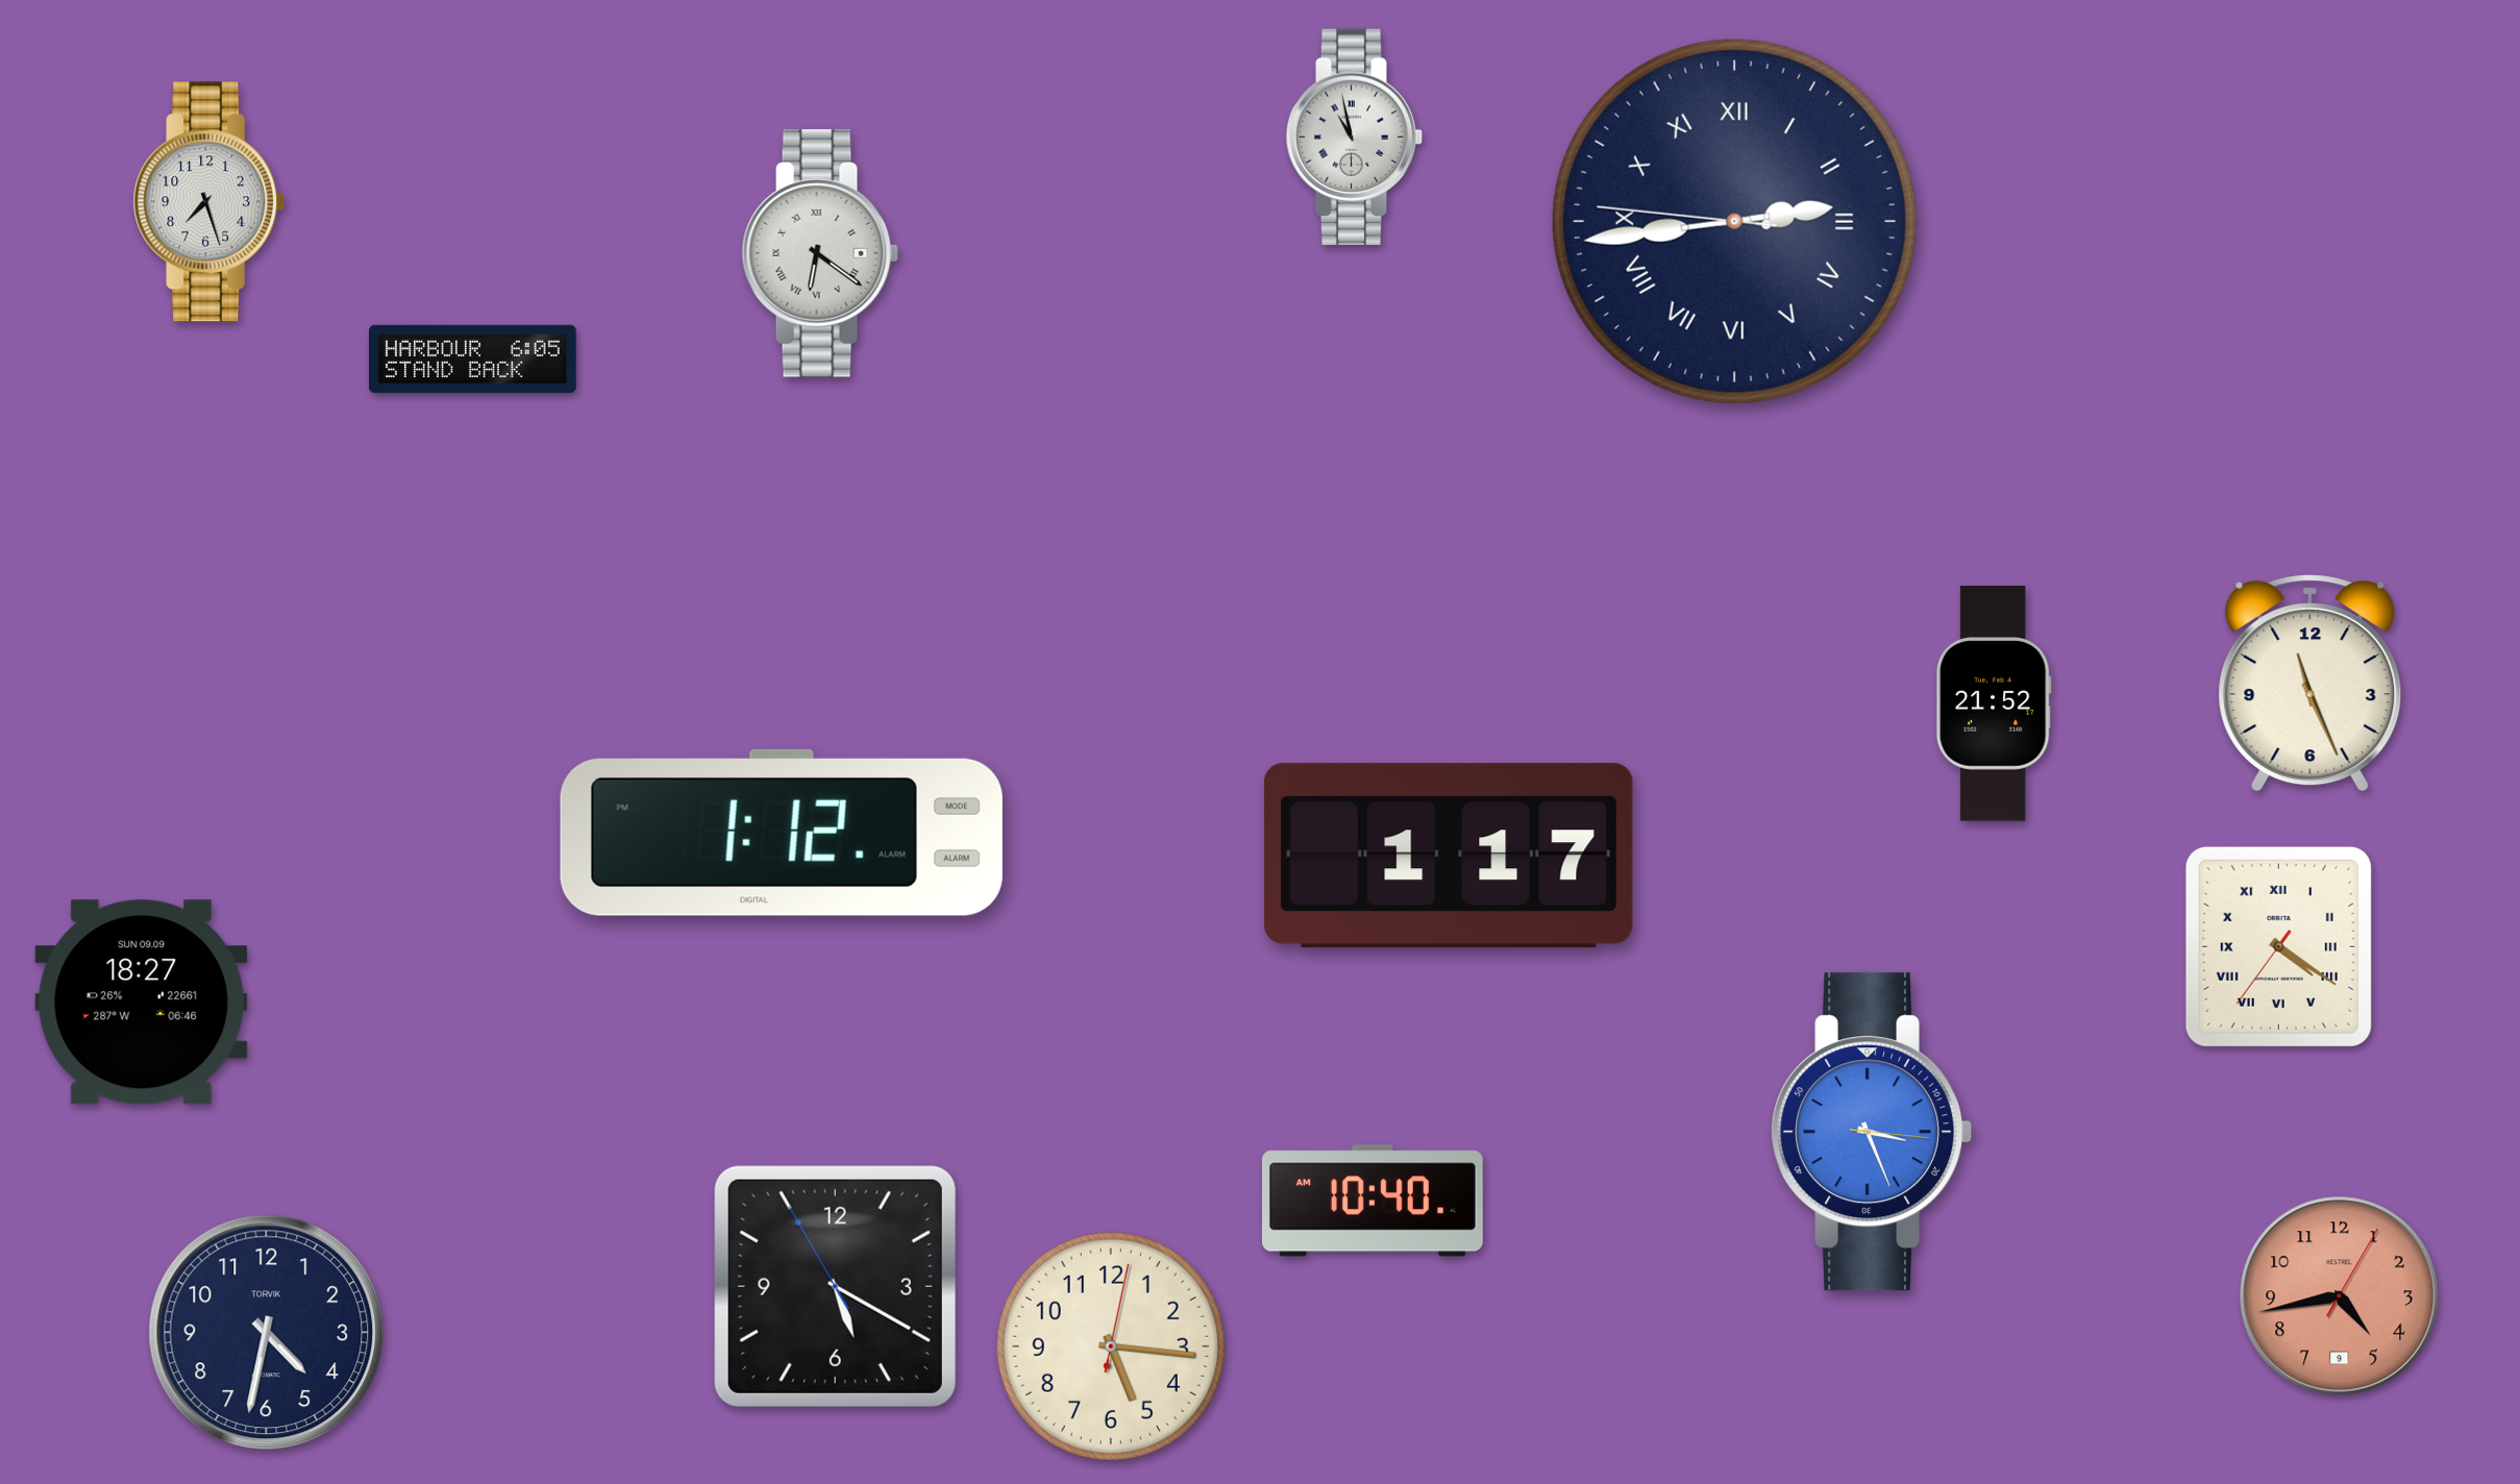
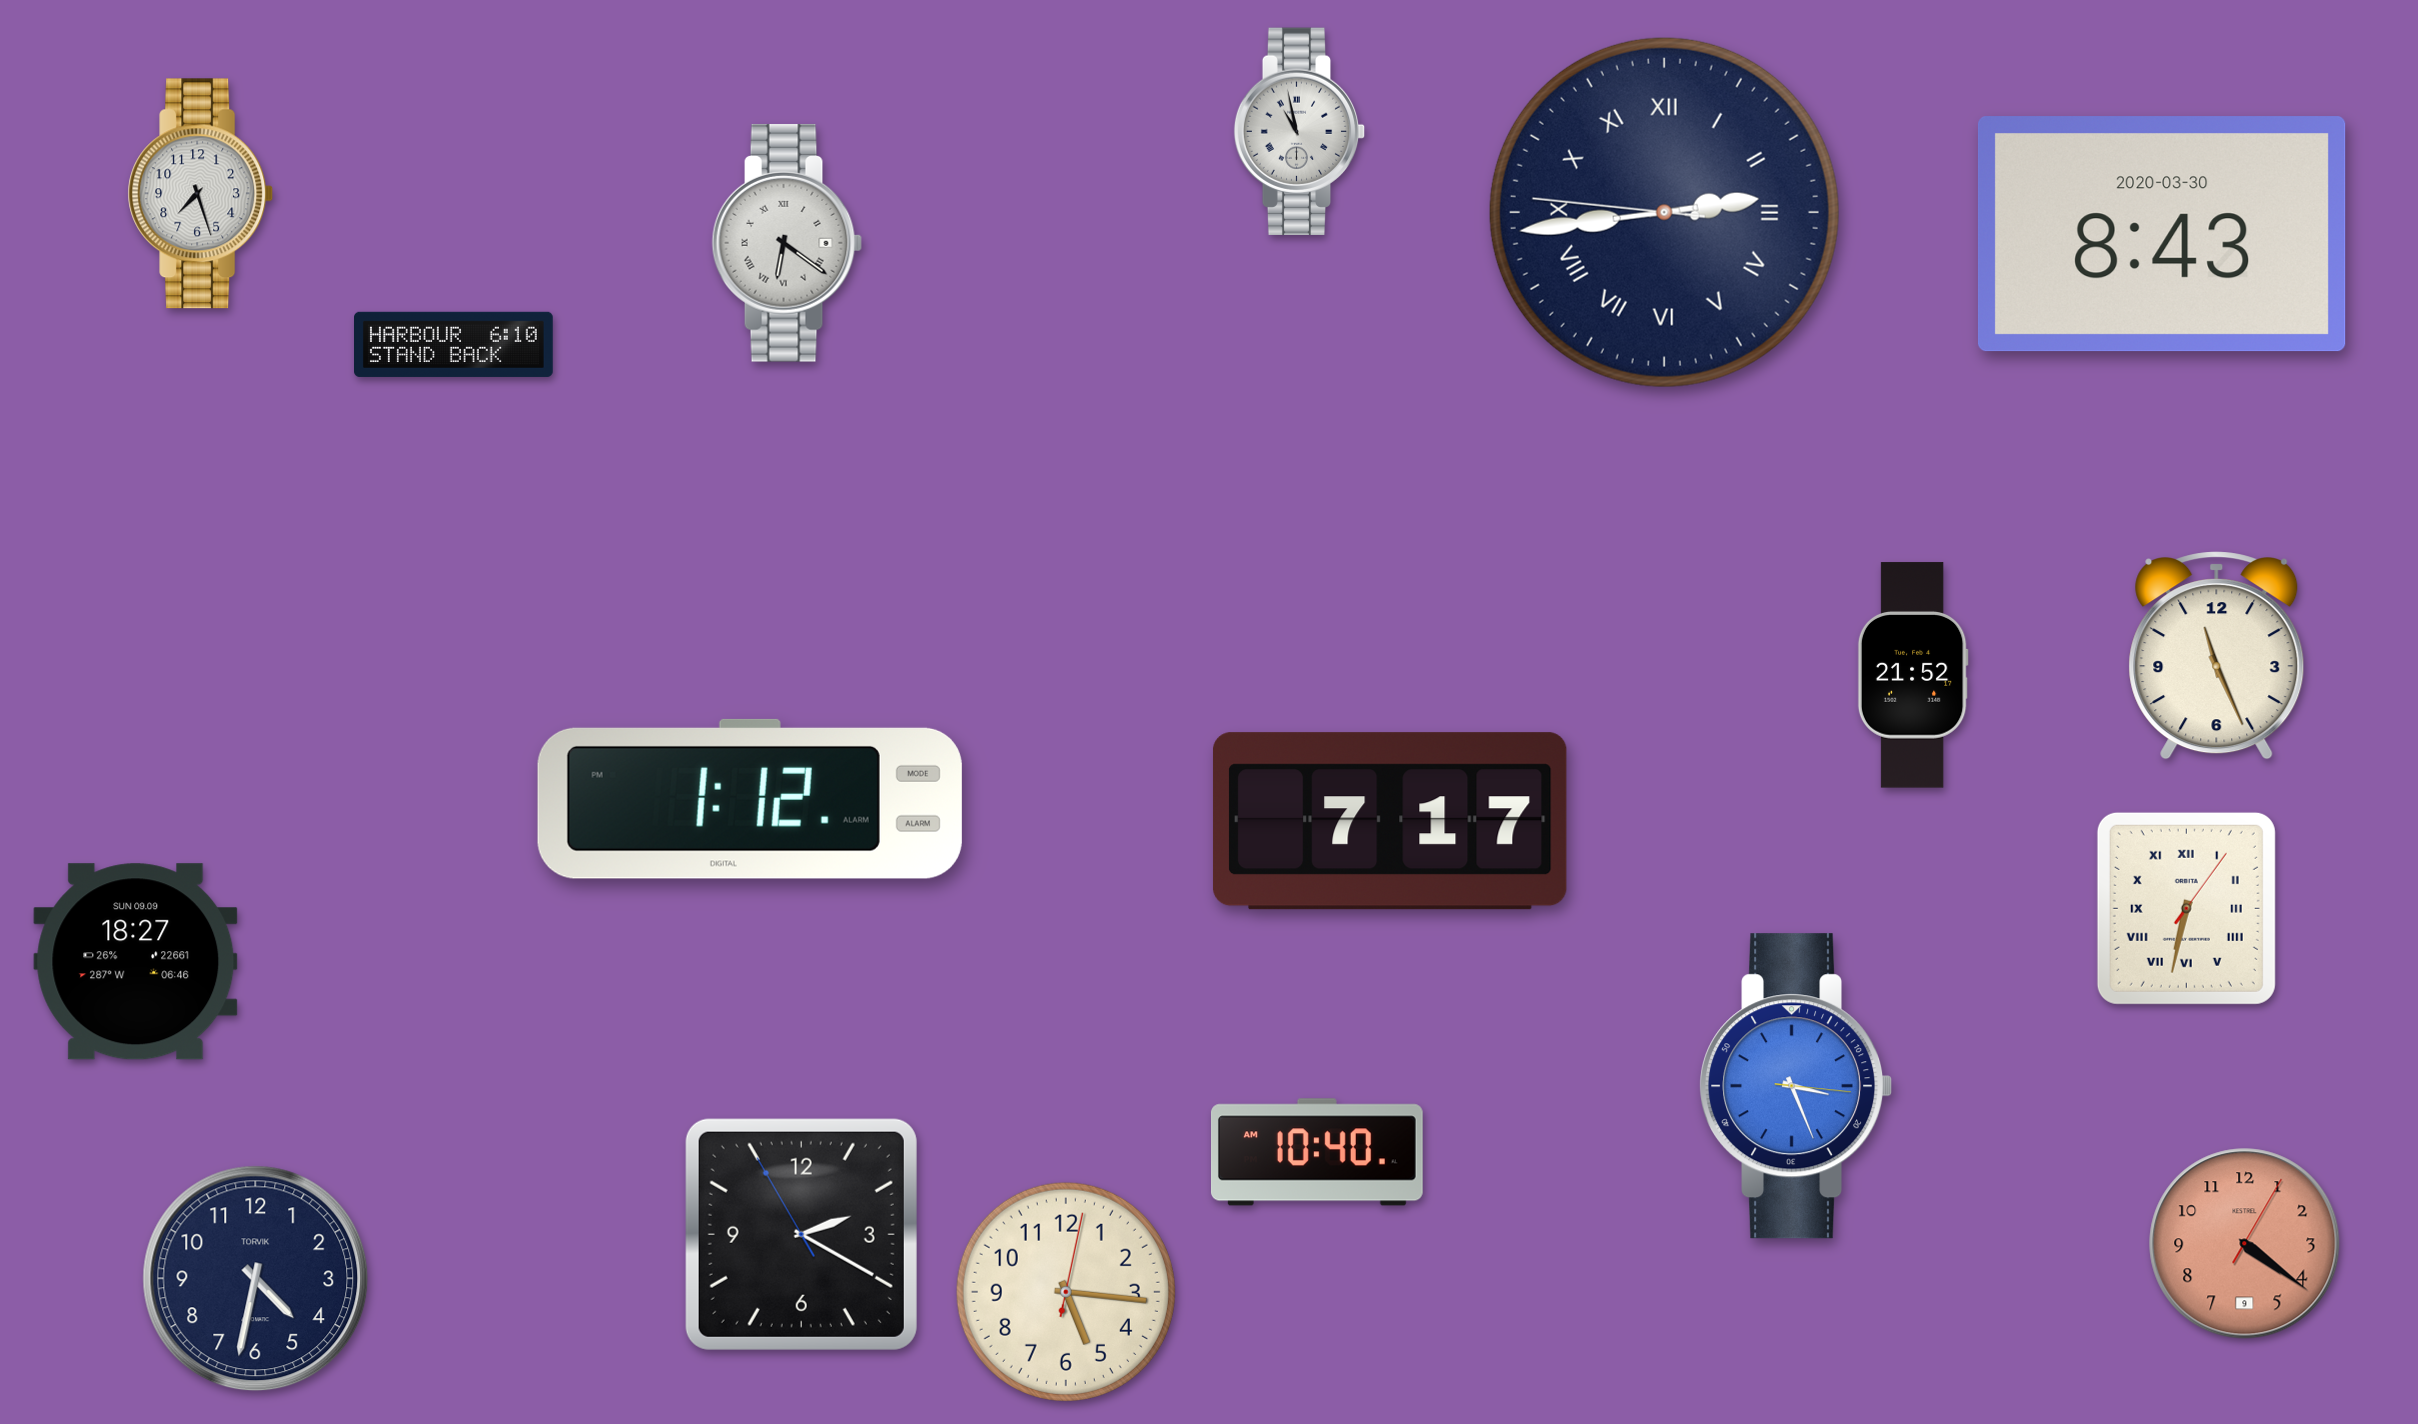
clock at (2162, 234): none -> 8:43
clock at (473, 358): 6:05 -> 6:10
clock at (1449, 856): 1:17 -> 7:17
clock at (2278, 946): 4:20 -> 6:32
clock at (835, 1286): 5:19 -> 2:19
clock at (2340, 1296): 4:43 -> 4:21
